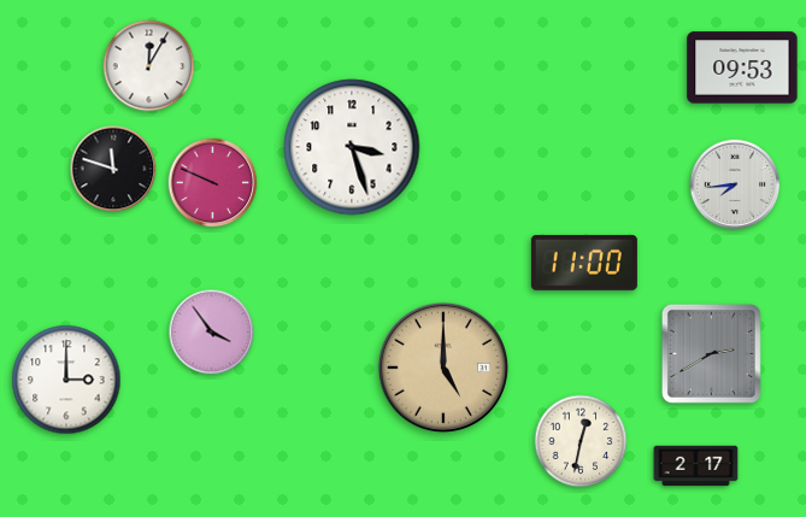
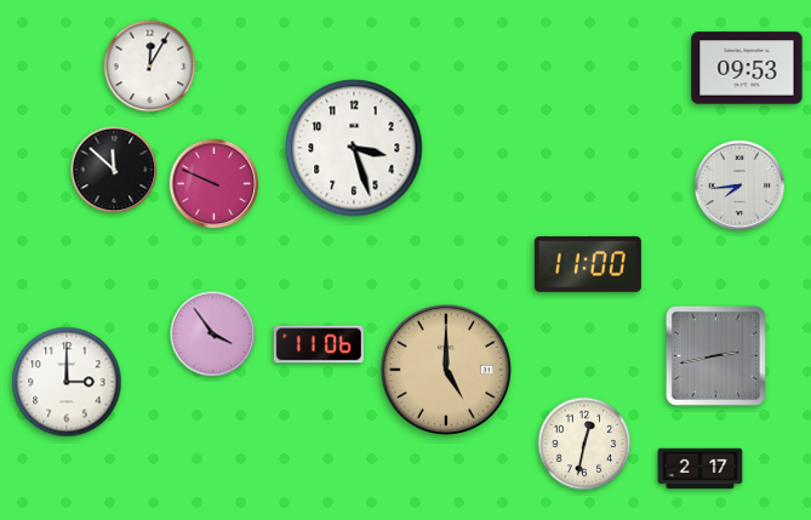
clock at (113, 169): 11:48 -> 11:52
clock at (319, 344): none -> 11:06
clock at (711, 353): 2:40 -> 2:43
